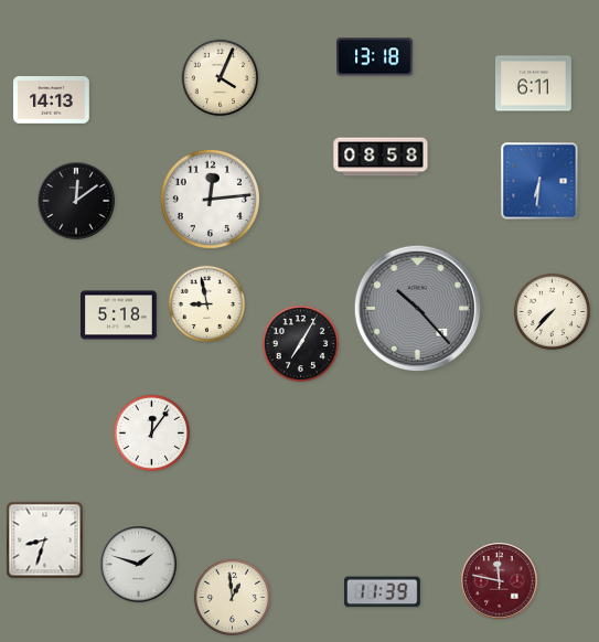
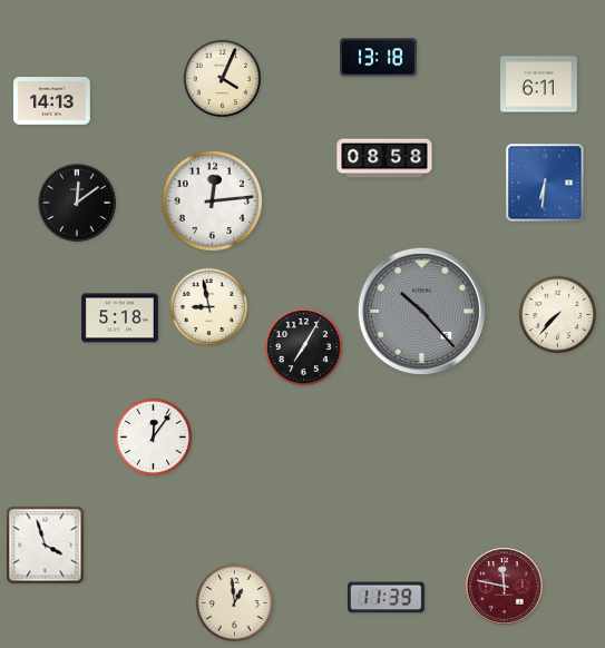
clock at (45, 541): 8:33 -> 3:57
clock at (139, 565): 1:48 -> none
